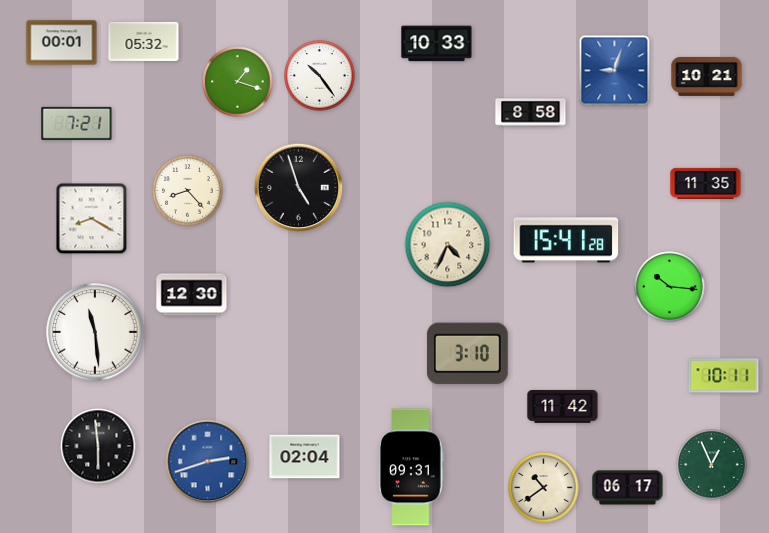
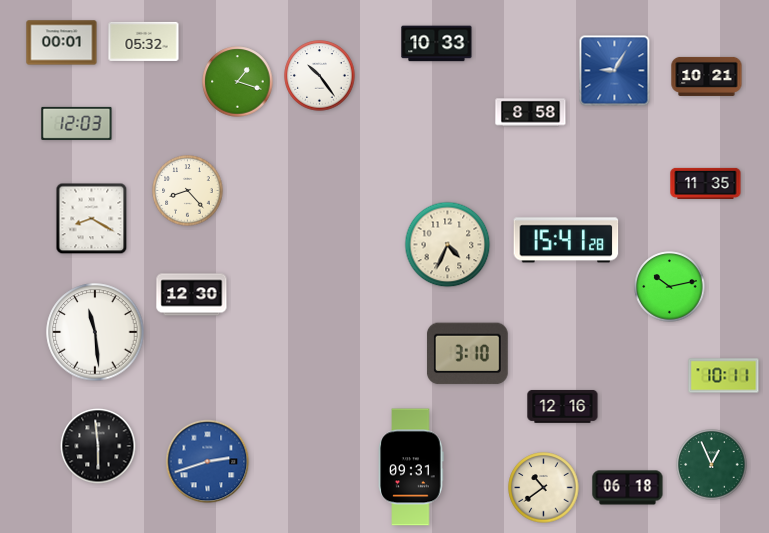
clock at (615, 71): 9:03 -> 9:05
clock at (77, 123): 7:21 -> 12:03
clock at (299, 188): 4:57 -> none
clock at (670, 287): 10:16 -> 10:13
clock at (563, 406): 11:42 -> 12:16
clock at (305, 457): 02:04 -> none
clock at (628, 488): 06:17 -> 06:18
